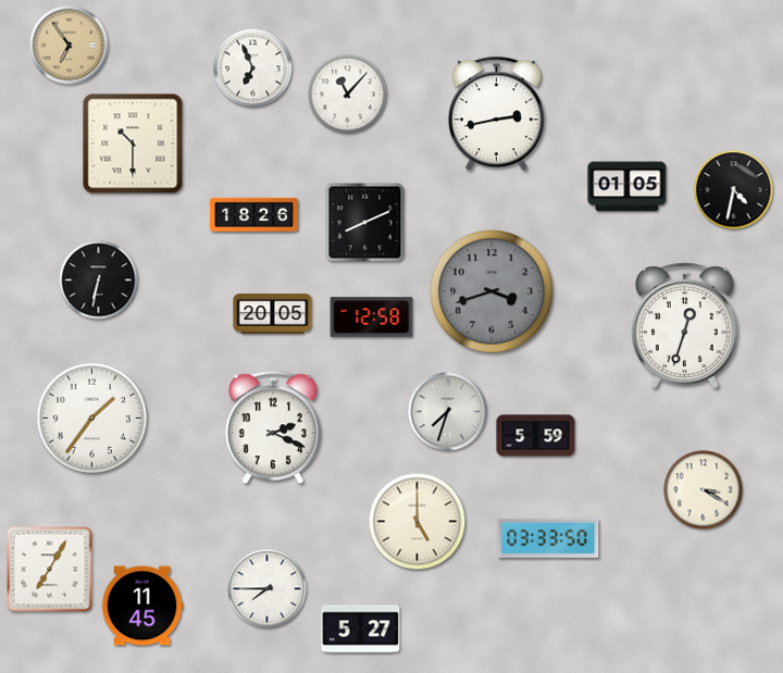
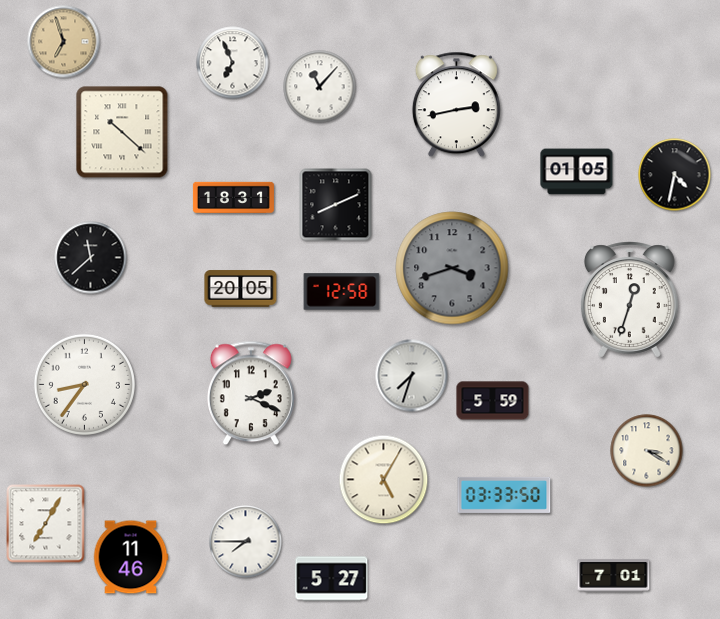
clock at (70, 46): 6:54 -> 6:57
clock at (133, 144): 10:30 -> 10:22
clock at (253, 215): 18:26 -> 18:31
clock at (99, 281): 6:32 -> 11:38
clock at (273, 314) position: (273, 314) -> (241, 289)
clock at (448, 412) position: (448, 412) -> (412, 376)
clock at (91, 417): 1:36 -> 8:36
clock at (418, 522): 5:00 -> 5:05
clock at (142, 606): 11:45 -> 11:46
clock at (614, 575): none -> 7:01
